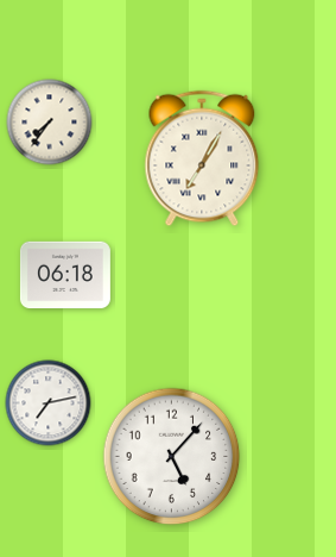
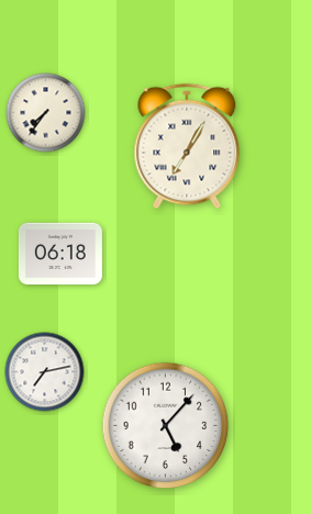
clock at (172, 457) position: (172, 457) -> (166, 426)
